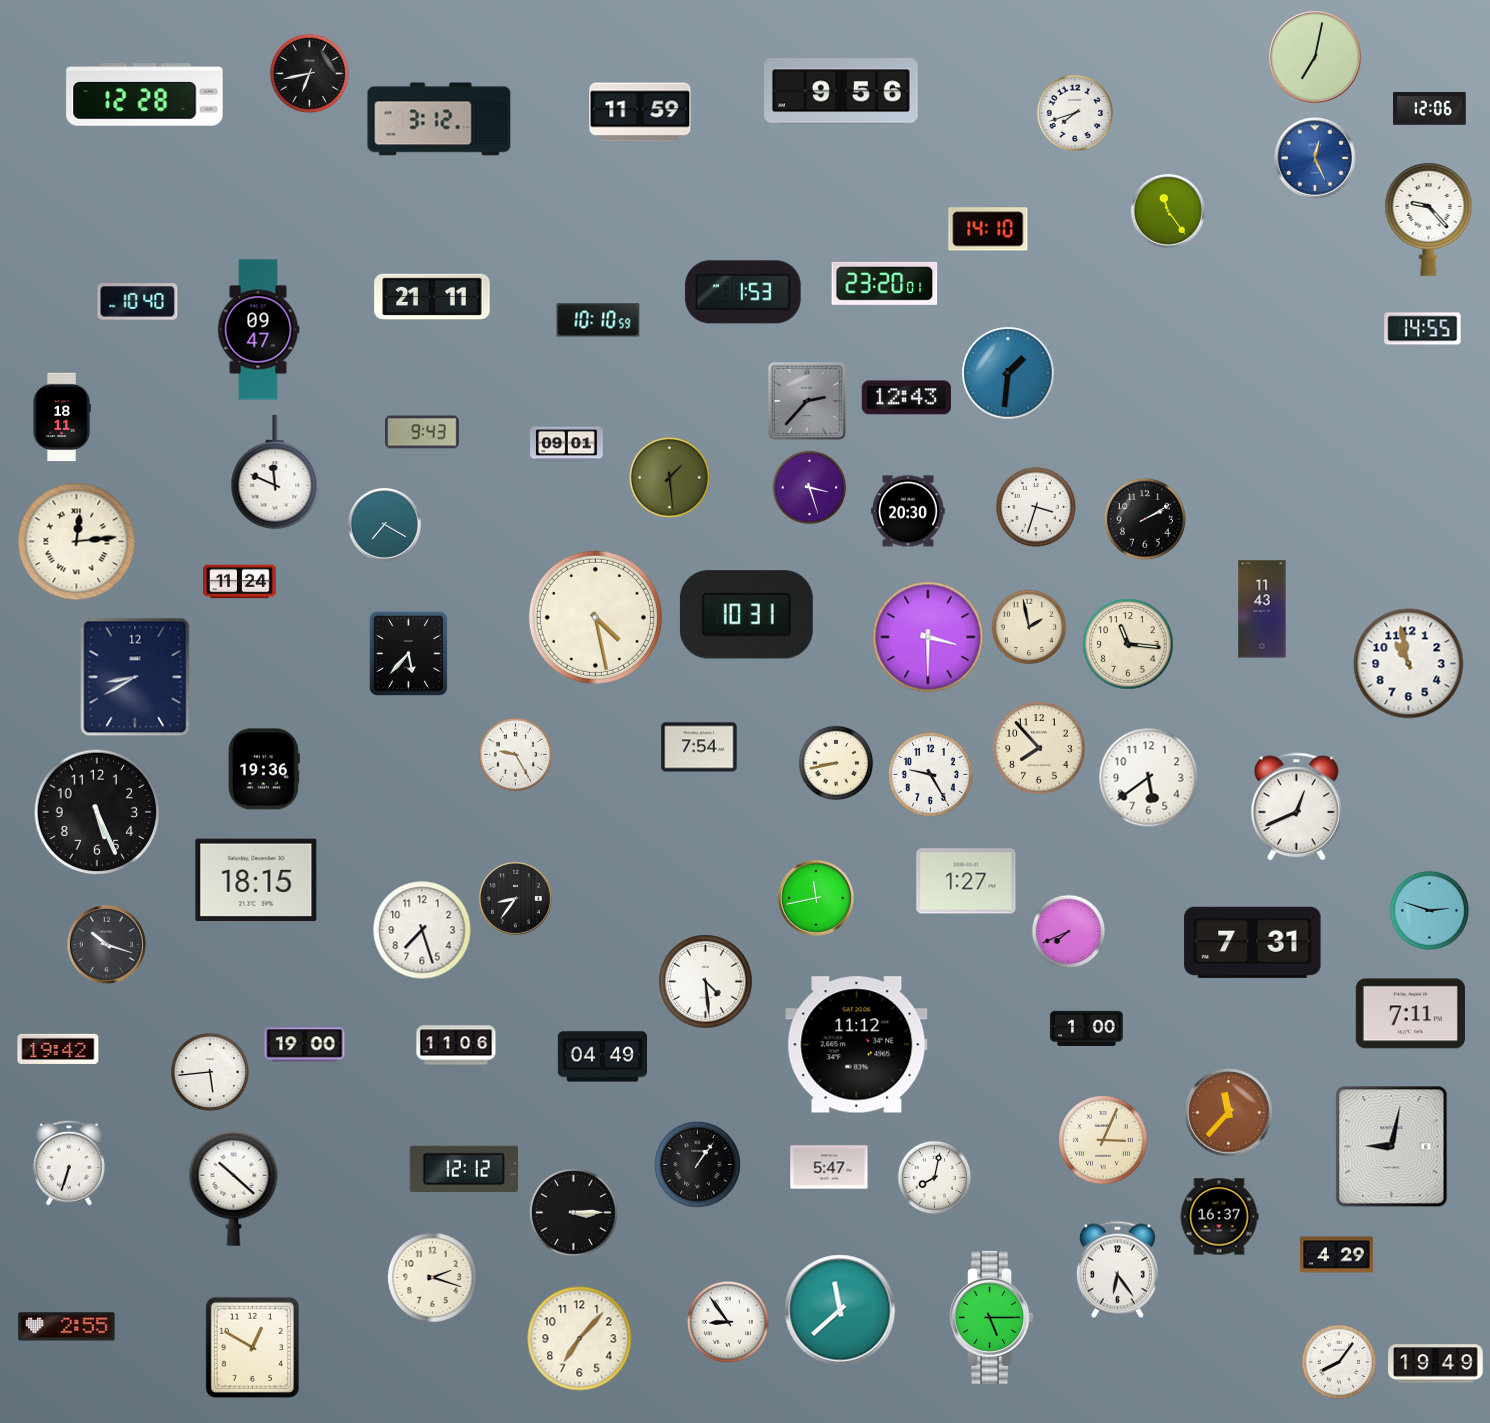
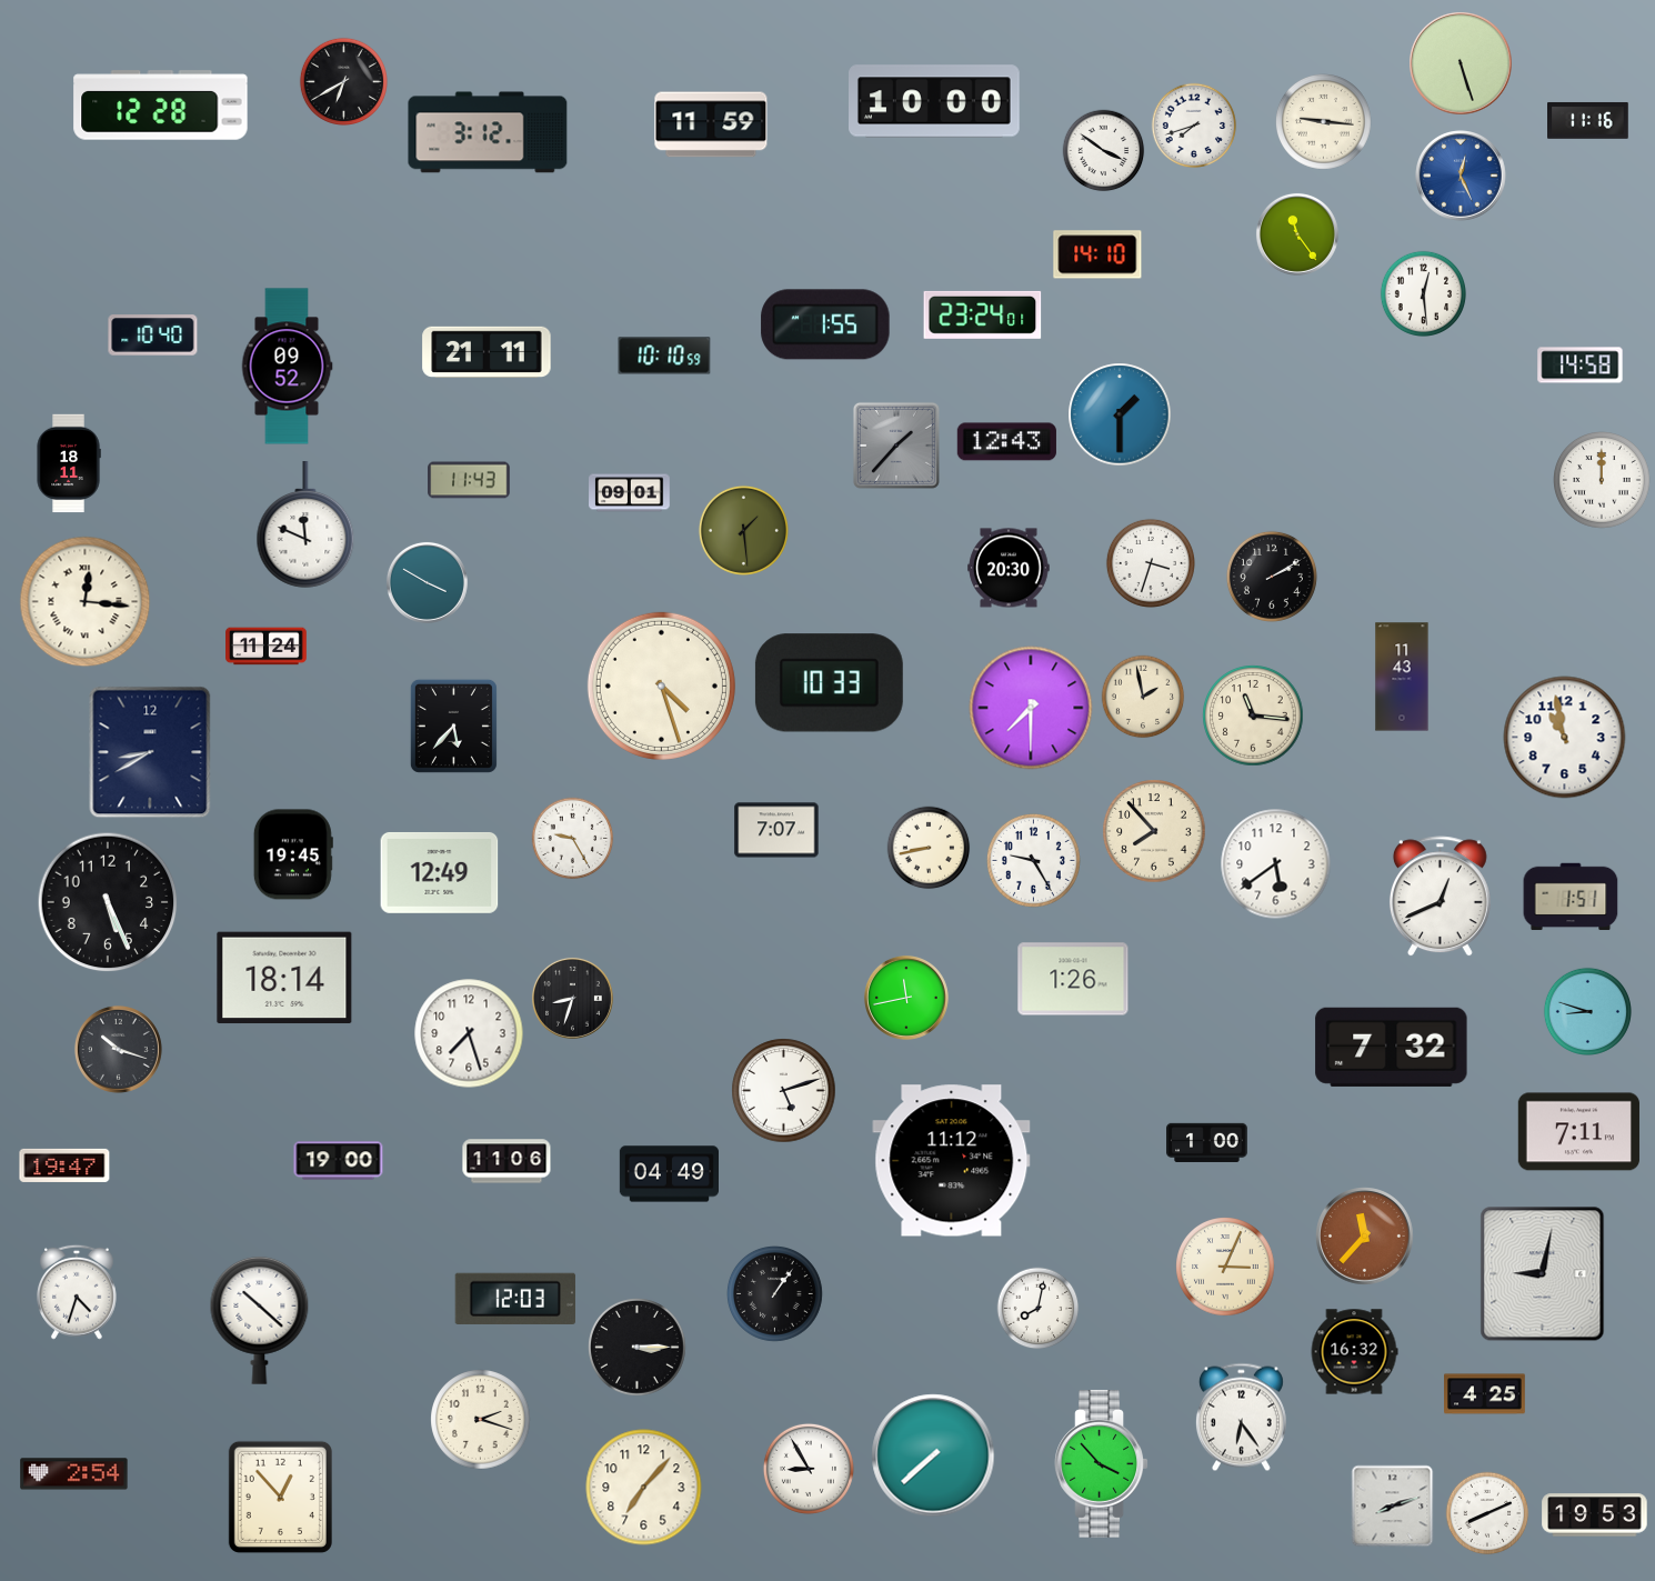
clock at (1315, 57): 7:02 -> 5:27
clock at (309, 73): 6:43 -> 6:40
clock at (842, 91): 9:56 -> 10:00
clock at (1430, 108): 12:06 -> 11:16
clock at (1324, 122): none -> 9:16
clock at (1104, 151): none -> 3:51
clock at (1429, 219): 9:23 -> none
clock at (1423, 293): none -> 12:29
clock at (885, 283): 23:20 -> 23:24
clock at (743, 292): 1:53 -> 1:55
clock at (432, 296) position: (432, 296) -> (487, 351)
clock at (1423, 329): 14:55 -> 14:58
clock at (258, 330): 09:47 -> 09:52
clock at (1008, 373): 1:31 -> 1:30
clock at (807, 401): 2:37 -> 1:37
clock at (422, 432): 9:43 -> 11:43
clock at (1603, 481): none -> 12:00
clock at (810, 488): 3:27 -> none
clock at (384, 524): 7:20 -> 3:50
clock at (77, 542): 12:14 -> 12:16
clock at (746, 615): 10:31 -> 10:33
clock at (595, 617): 4:28 -> 4:27
clock at (928, 637): 3:30 -> 7:30
clock at (699, 747): 7:54 -> 7:07
clock at (264, 769): 19:36 -> 19:45
clock at (440, 872): none -> 12:49
clock at (1571, 897): none -> 1:51
clock at (256, 880): 18:15 -> 18:14
clock at (966, 881): 1:27 -> 1:26
clock at (515, 898): 8:36 -> 8:33
clock at (1429, 910): 2:48 -> 8:48
clock at (1069, 932): 7:41 -> none
clock at (1253, 942): 7:31 -> 7:32
clock at (706, 982): 4:29 -> 5:12
clock at (1410, 1014) position: (1410, 1014) -> (1578, 1132)
clock at (58, 1049): 19:42 -> 19:47
clock at (209, 1071): 5:44 -> none
clock at (1392, 1147) position: (1392, 1147) -> (1543, 1274)
clock at (69, 1163): 6:33 -> 4:33
clock at (829, 1167): 5:47 -> none
clock at (464, 1168): 12:12 -> 12:03
clock at (1219, 1217): 16:37 -> 16:32
clock at (1337, 1255): 4:29 -> 4:25
clock at (1117, 1270) position: (1117, 1270) -> (1241, 1418)
clock at (840, 1310): 11:38 -> 7:38
clock at (991, 1317): 5:15 -> 3:53
clock at (728, 1322): 8:54 -> 8:55
clock at (67, 1327): 2:55 -> 2:54
clock at (252, 1347): 12:50 -> 12:53
clock at (1393, 1507): none -> 8:12
clock at (1339, 1362): 8:06 -> 8:11
clock at (1436, 1364): 19:49 -> 19:53
